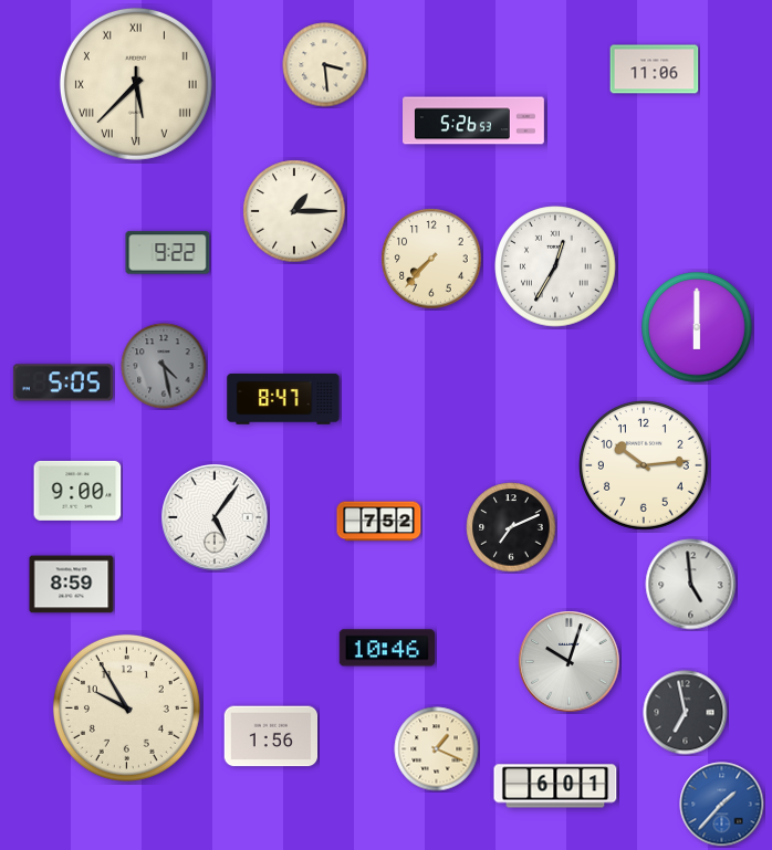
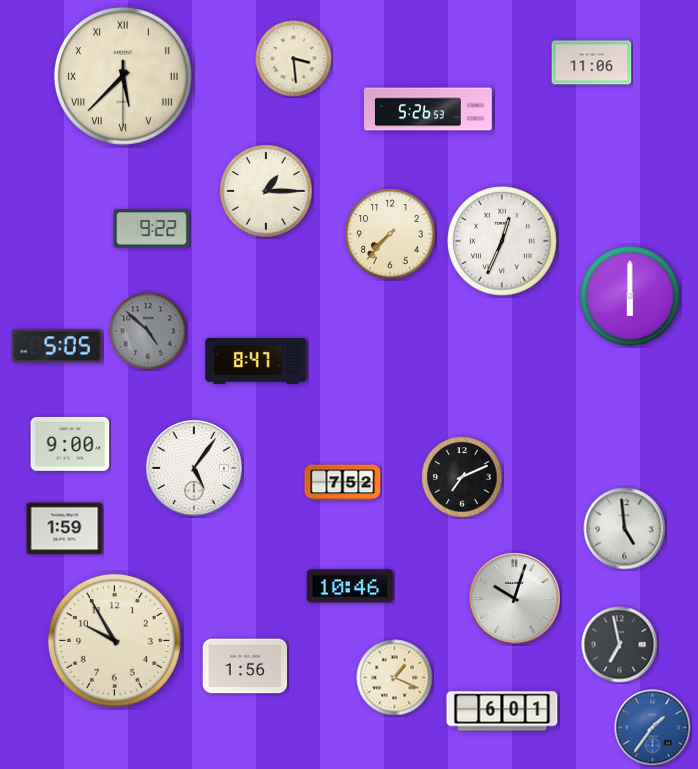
clock at (555, 266): 12:35 -> 12:34
clock at (164, 366): 4:28 -> 4:52
clock at (645, 466): 10:14 -> none
clock at (379, 522) position: (379, 522) -> (343, 483)
clock at (72, 585): 8:59 -> 1:59
clock at (722, 805): 1:37 -> 1:36
